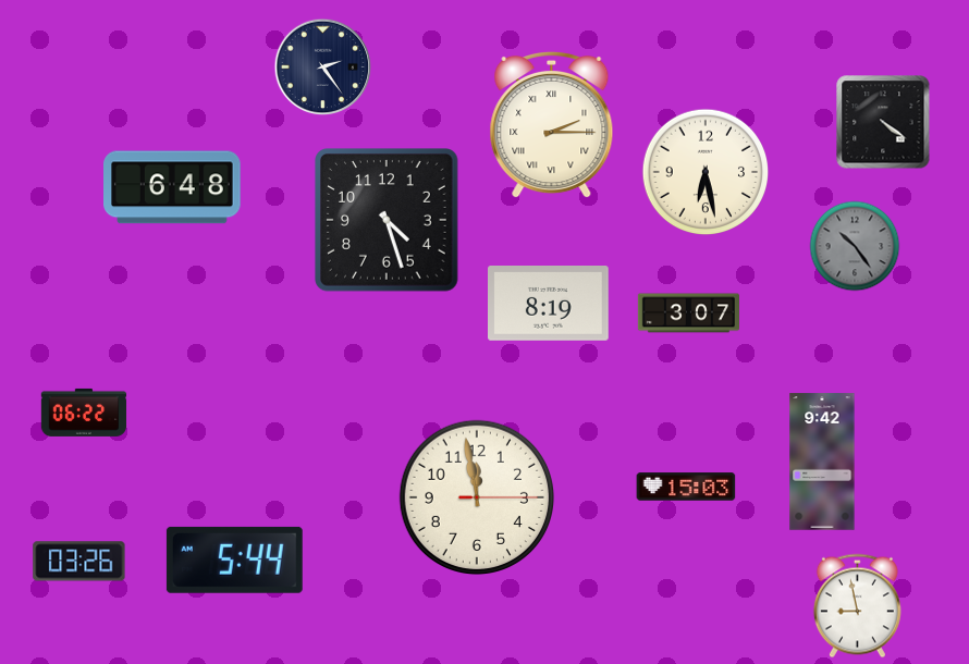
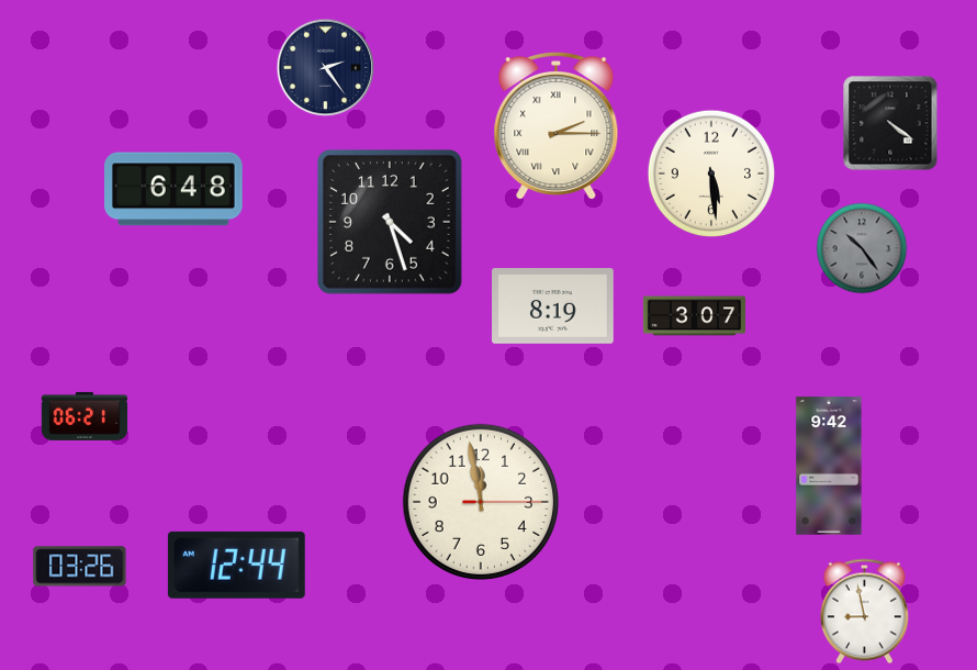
clock at (706, 172): 6:28 -> 5:29
clock at (84, 413): 06:22 -> 06:21
clock at (686, 487): 15:03 -> none
clock at (234, 560): 5:44 -> 12:44
